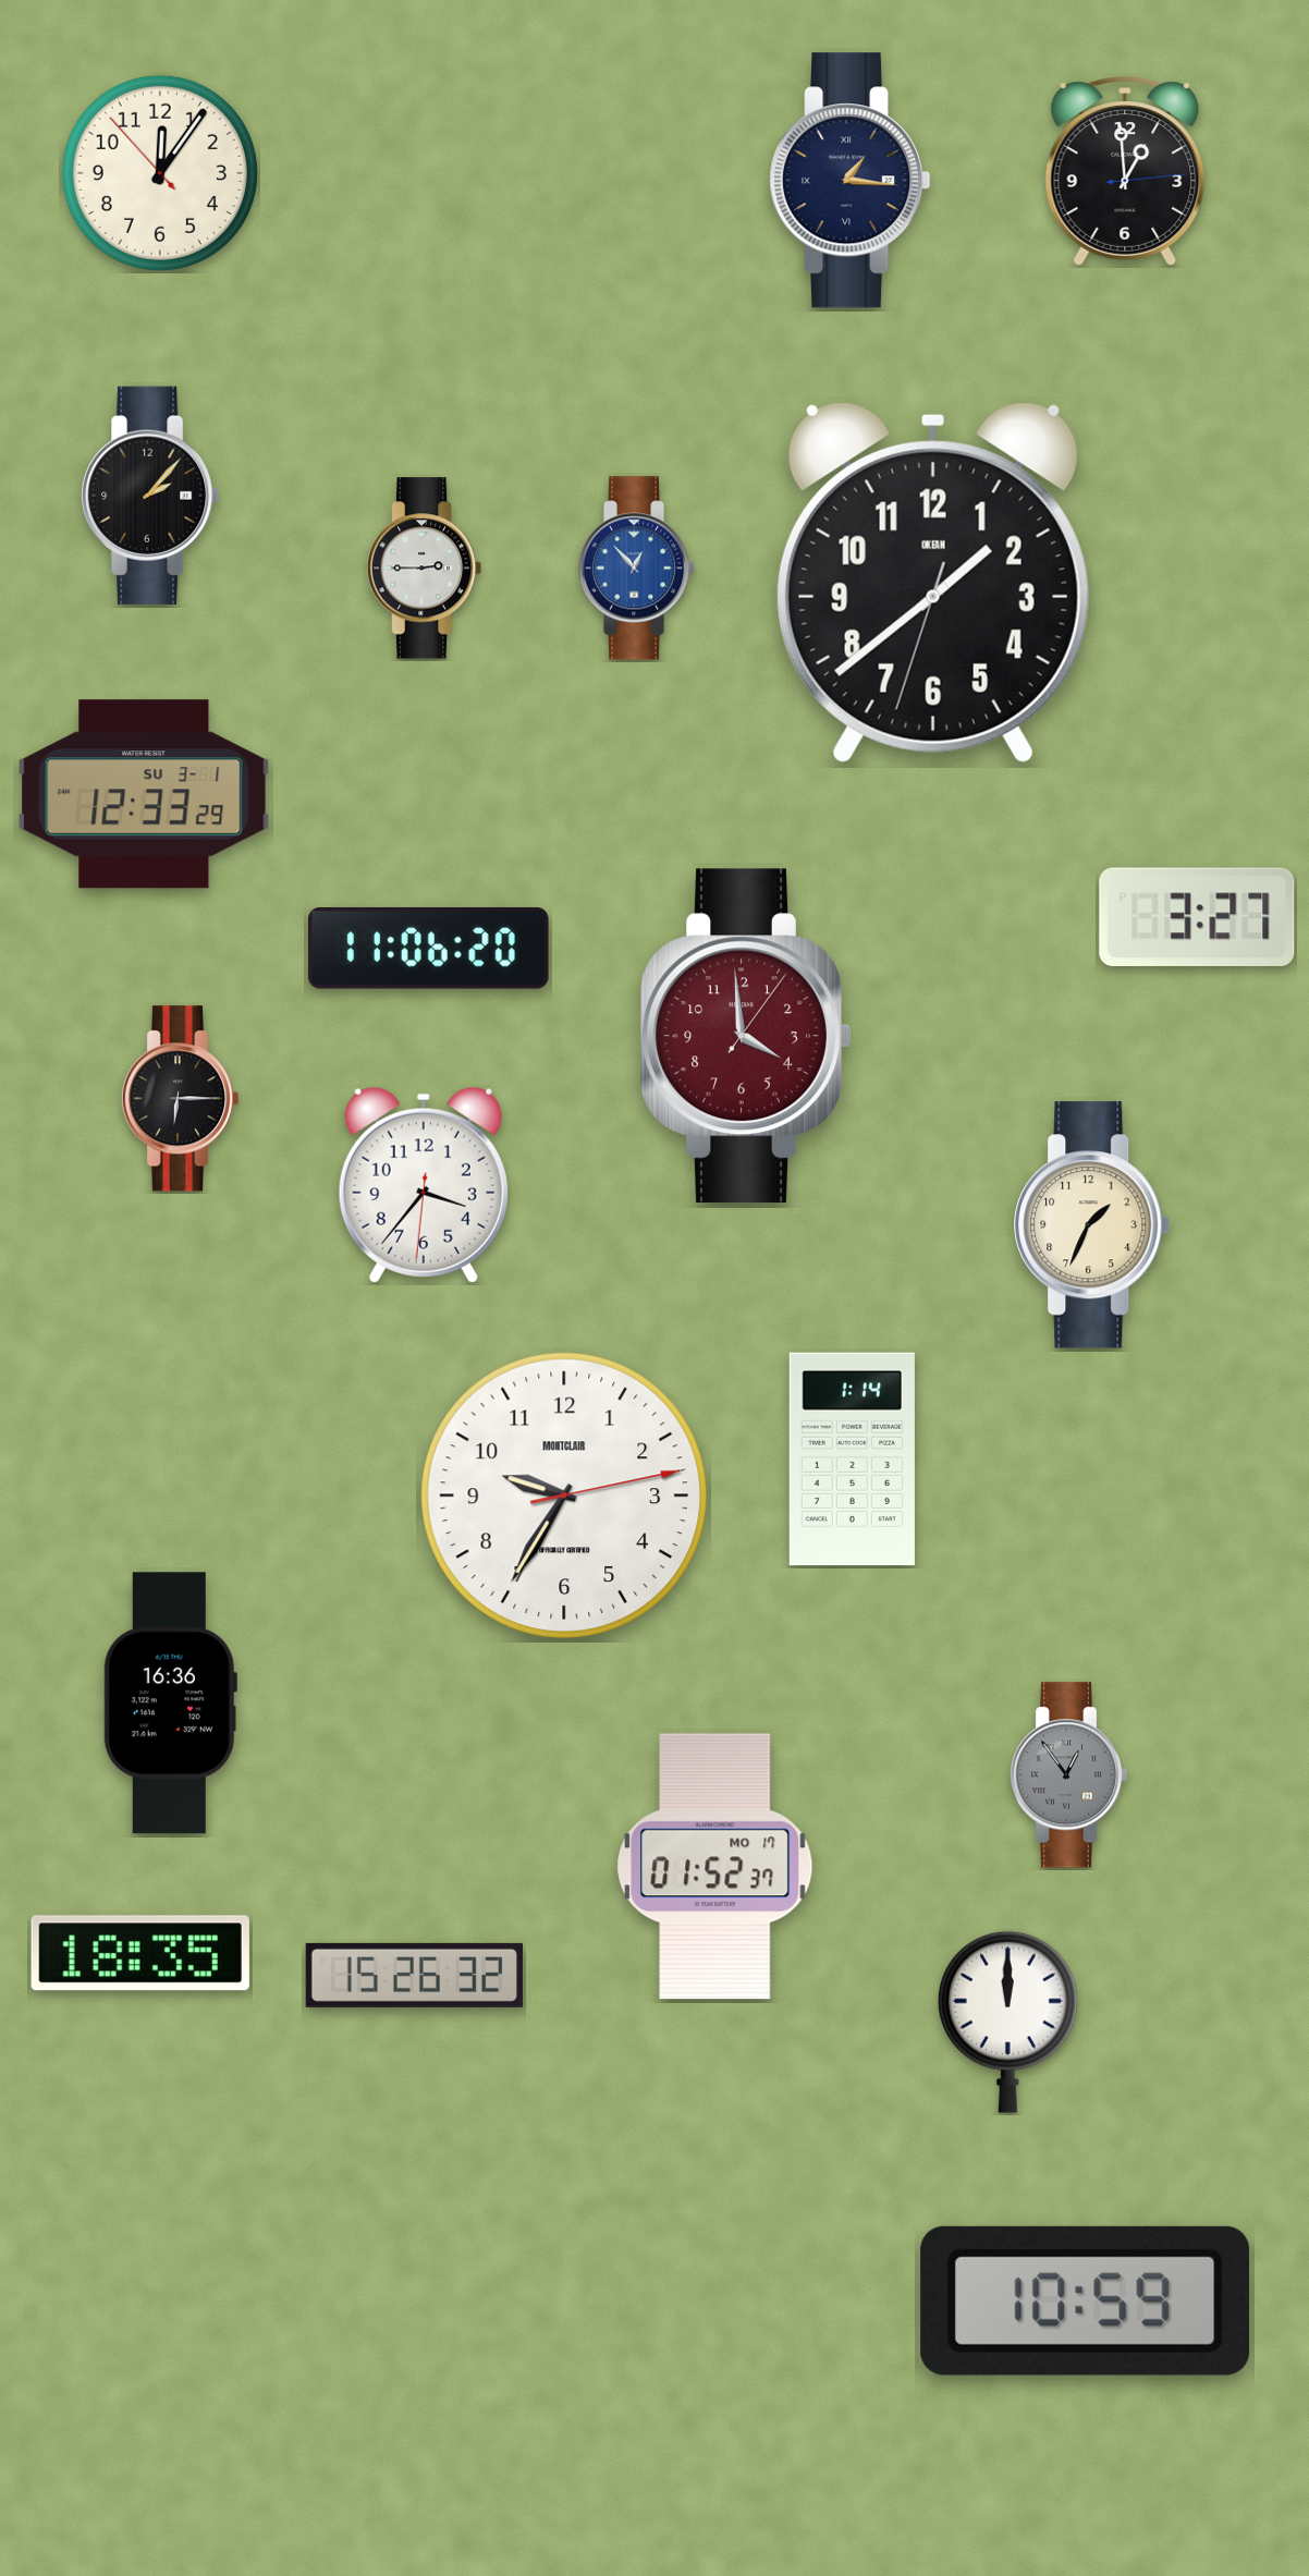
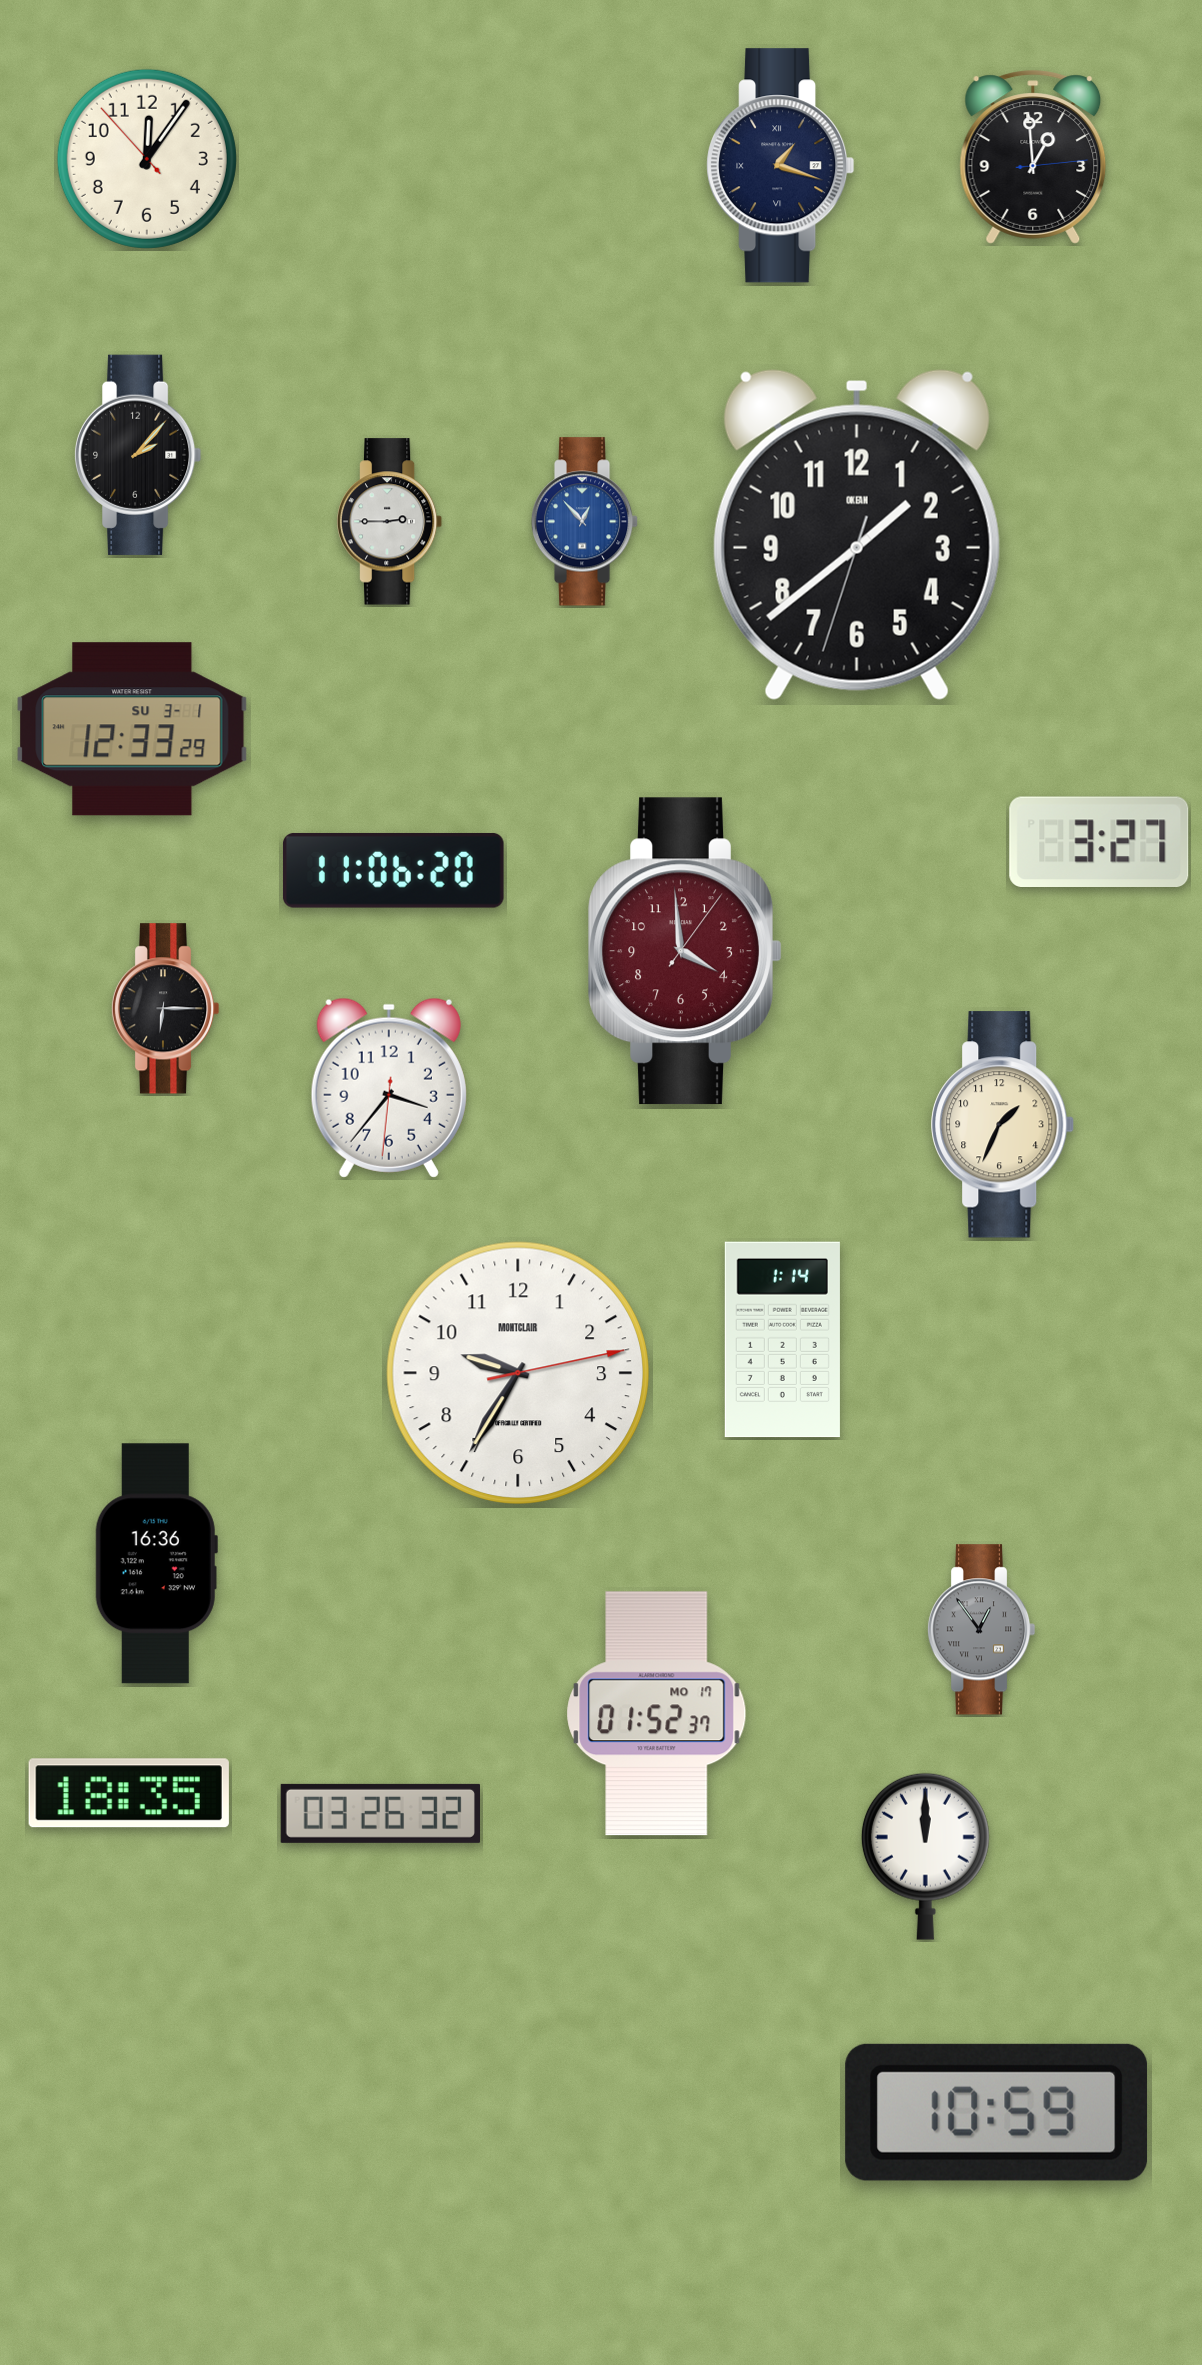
clock at (851, 181): 1:16 -> 1:18
clock at (414, 1975): 15:26 -> 03:26
